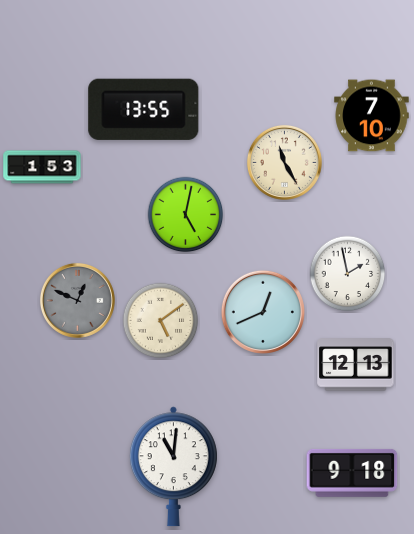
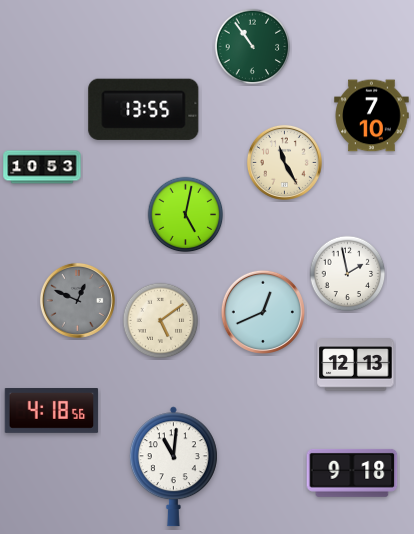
clock at (253, 47): none -> 10:54
clock at (42, 167): 1:53 -> 10:53
clock at (52, 411): none -> 4:18
